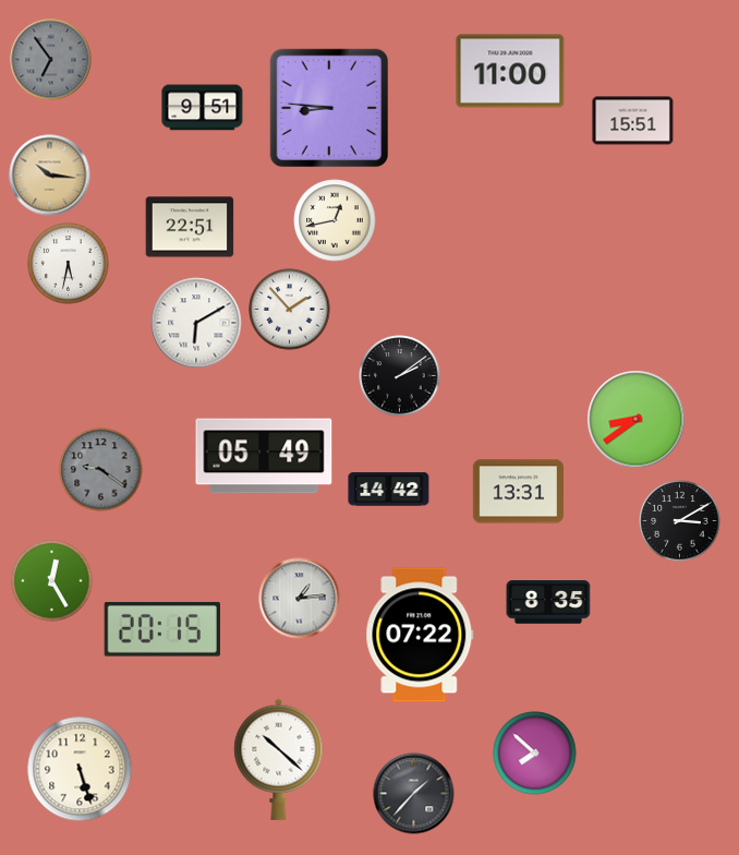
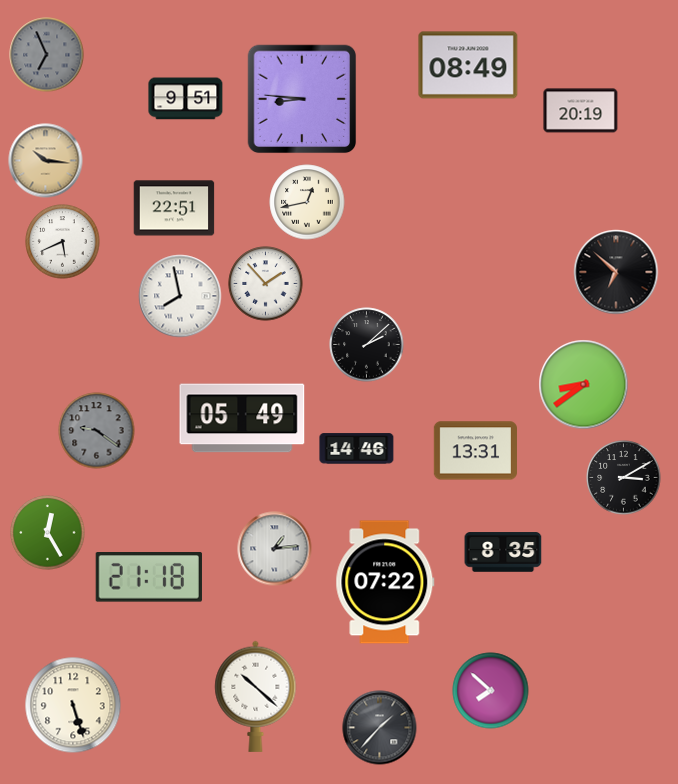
clock at (51, 60): 6:54 -> 6:56
clock at (510, 71): 11:00 -> 08:49
clock at (633, 121): 15:51 -> 20:19
clock at (69, 264): 5:32 -> 5:41
clock at (616, 272): none -> 6:52
clock at (196, 323): 6:10 -> 7:58
clock at (400, 376): 2:09 -> 2:08
clock at (101, 470) position: (101, 470) -> (97, 431)
clock at (389, 490): 14:42 -> 14:46
clock at (162, 629): 20:15 -> 21:18
